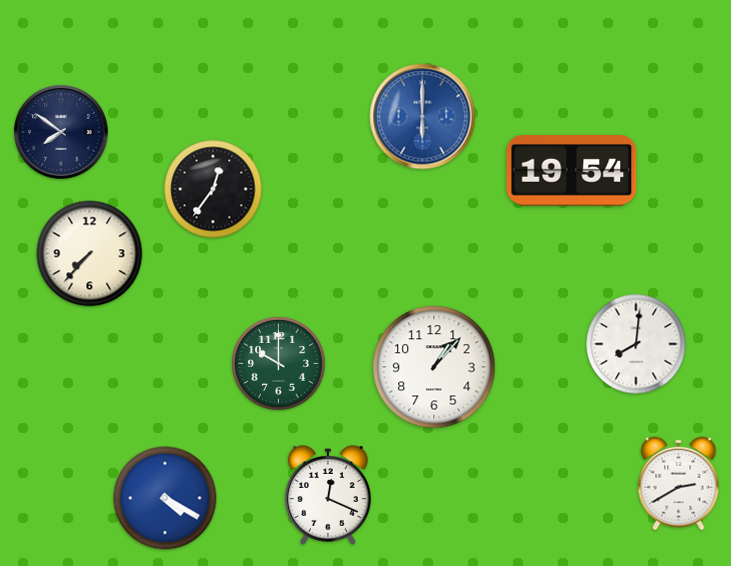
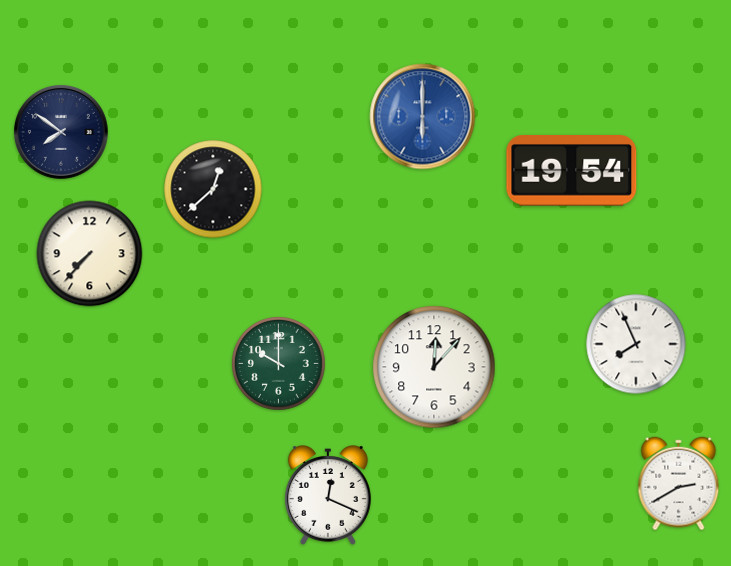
clock at (213, 189): 12:36 -> 12:38
clock at (636, 344): 8:01 -> 7:56
clock at (434, 367): 1:07 -> 12:07
clock at (165, 498): 4:20 -> none
